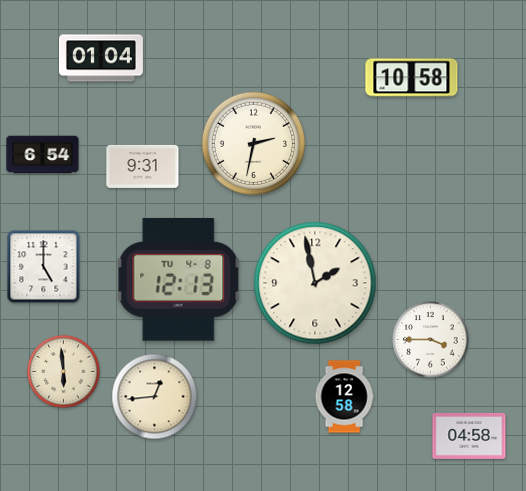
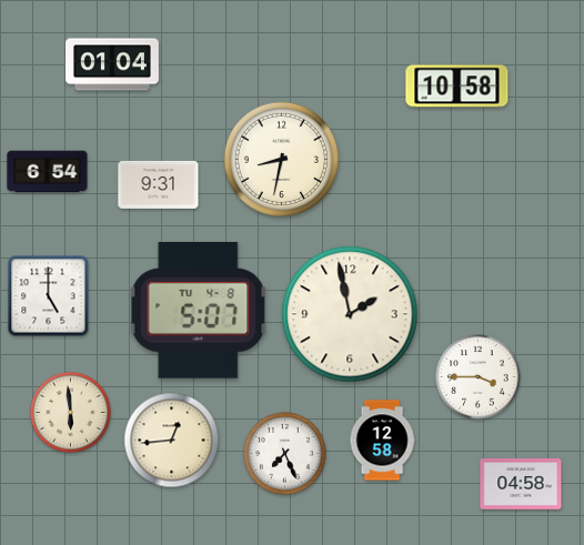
clock at (254, 144): 2:32 -> 8:32
clock at (179, 279): 12:13 -> 5:07
clock at (285, 454): none -> 7:26
